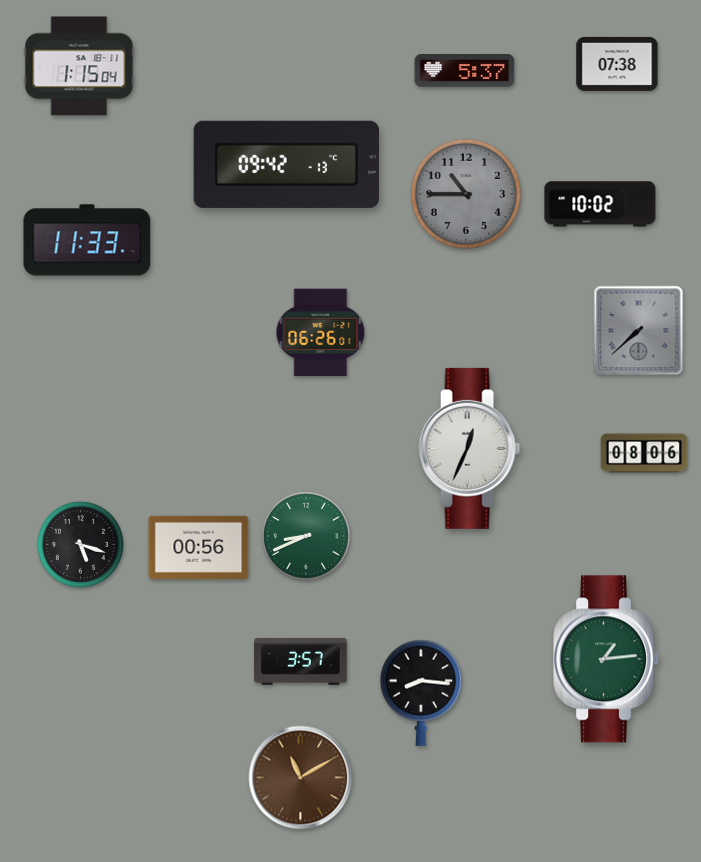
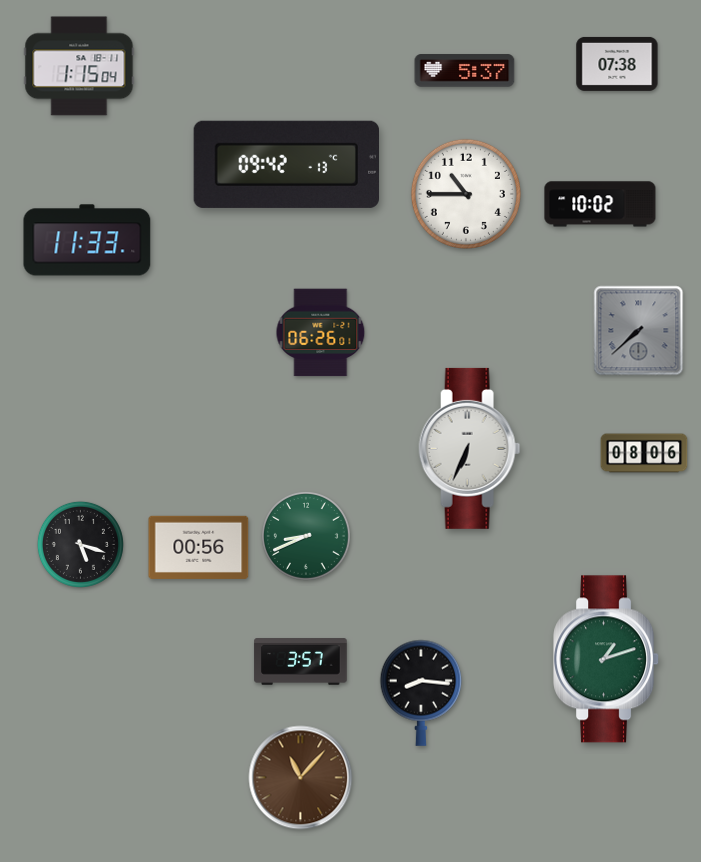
clock at (466, 194) dial: grey -> white
clock at (470, 448): 12:34 -> 6:34
clock at (607, 659): 1:14 -> 1:12
clock at (301, 778): 11:10 -> 11:07
